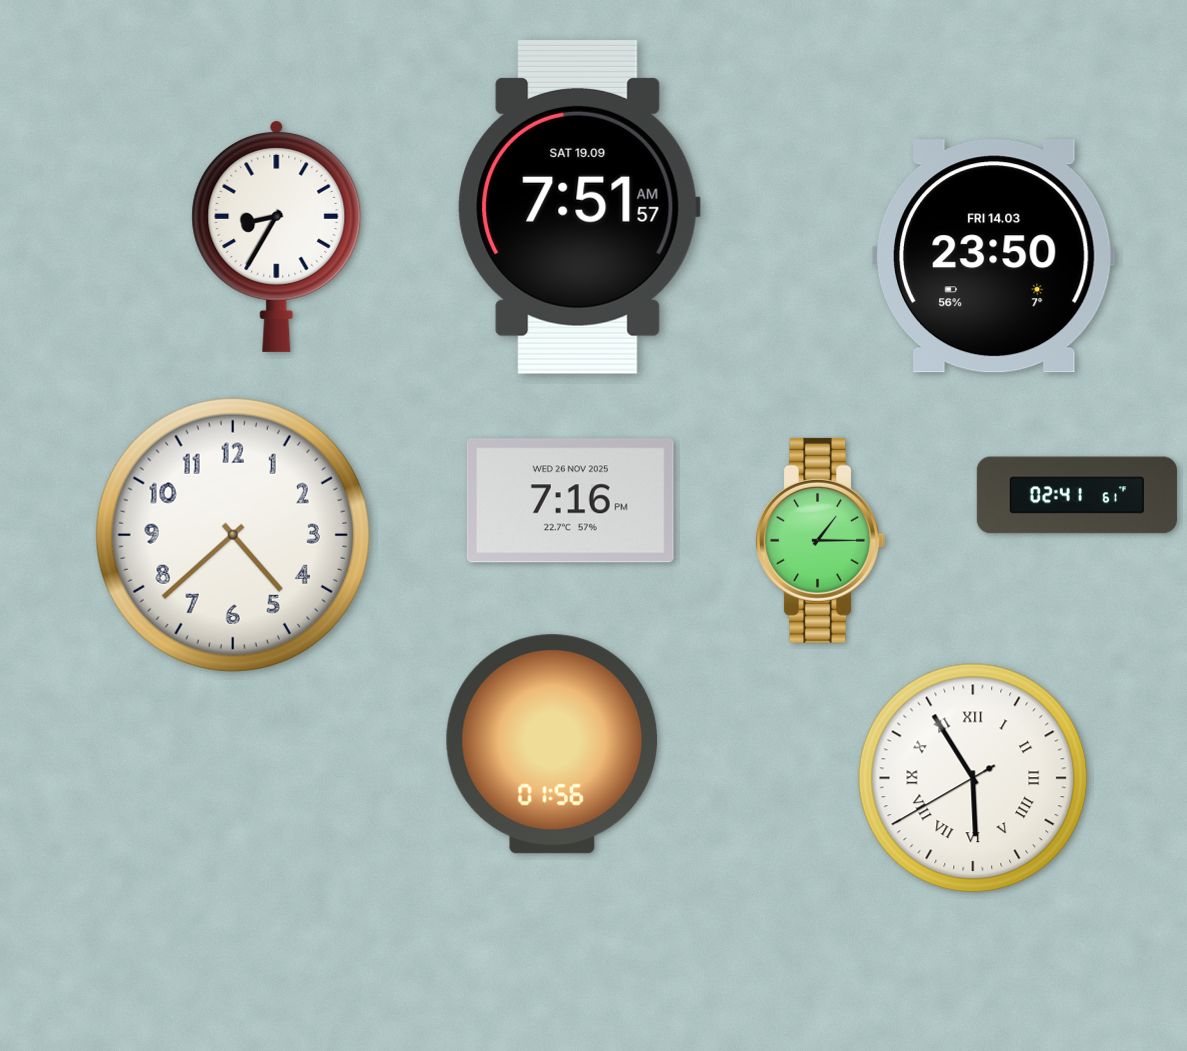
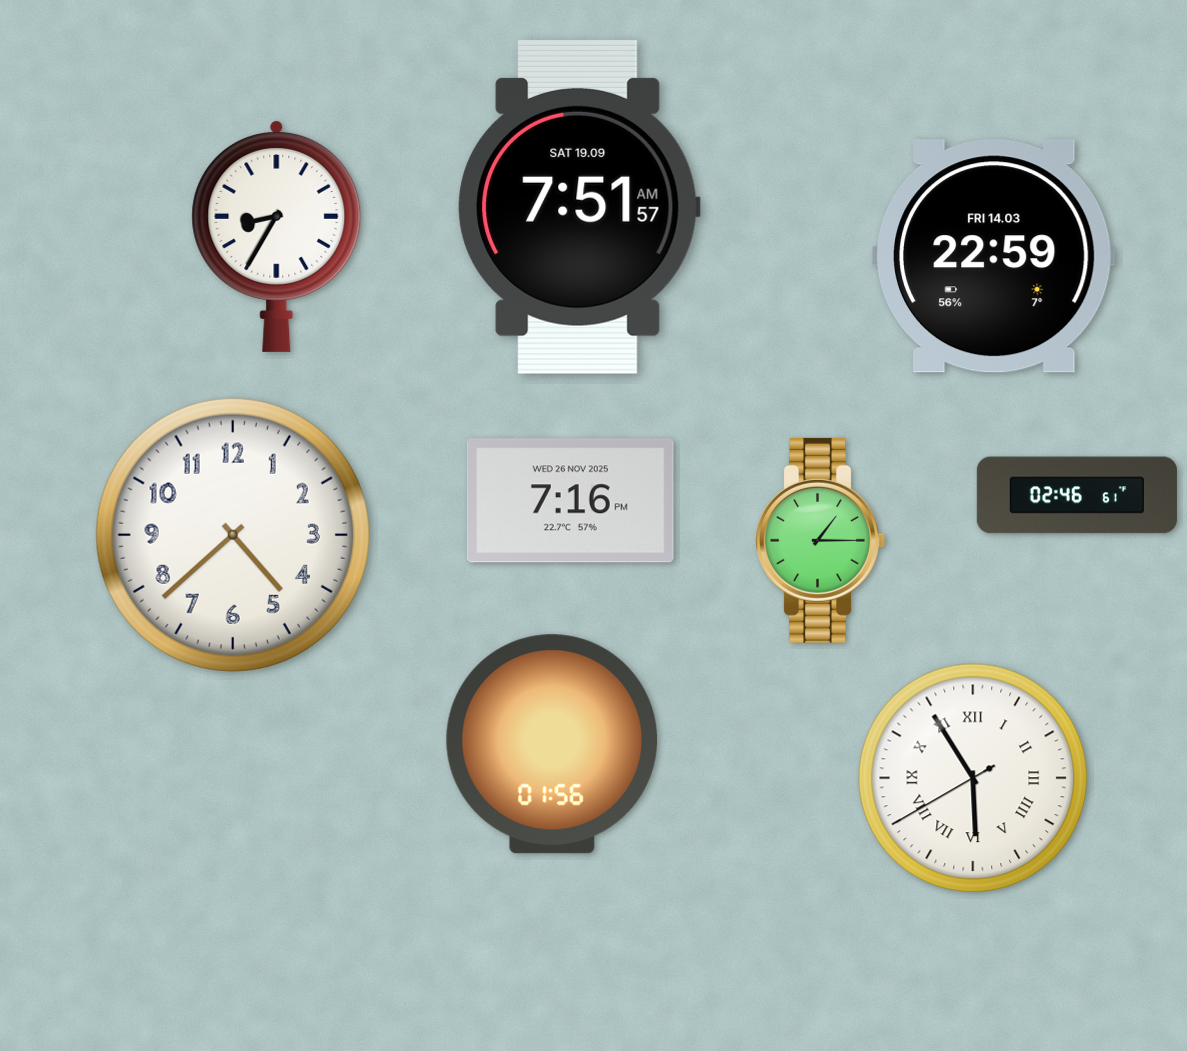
clock at (995, 256): 23:50 -> 22:59
clock at (1077, 495): 02:41 -> 02:46
